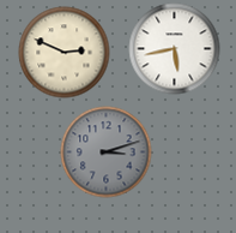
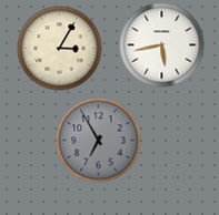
clock at (65, 53): 2:49 -> 3:05
clock at (107, 153): 3:12 -> 6:55
